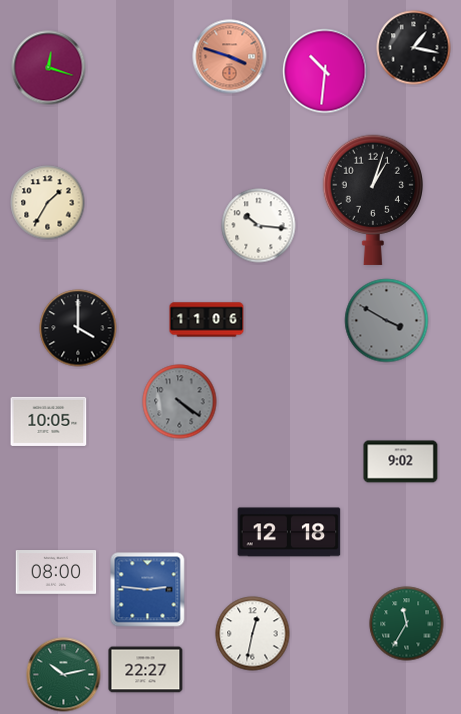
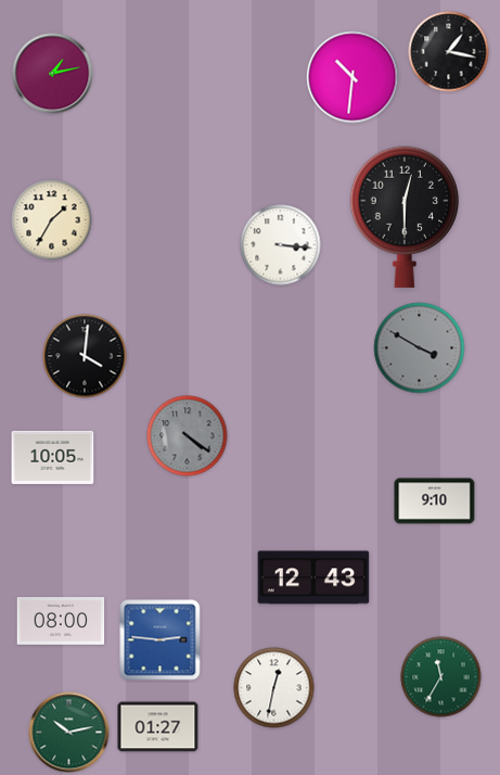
clock at (230, 57): 3:48 -> none
clock at (49, 68): 12:18 -> 1:13
clock at (373, 200): 1:03 -> 12:30
clock at (259, 226): 10:16 -> 3:16
clock at (207, 320): 11:06 -> none
clock at (78, 328): 4:00 -> 4:01
clock at (180, 402) position: (180, 402) -> (188, 436)
clock at (401, 462): 9:02 -> 9:10
clock at (289, 532): 12:18 -> 12:43
clock at (146, 670): 22:27 -> 01:27
